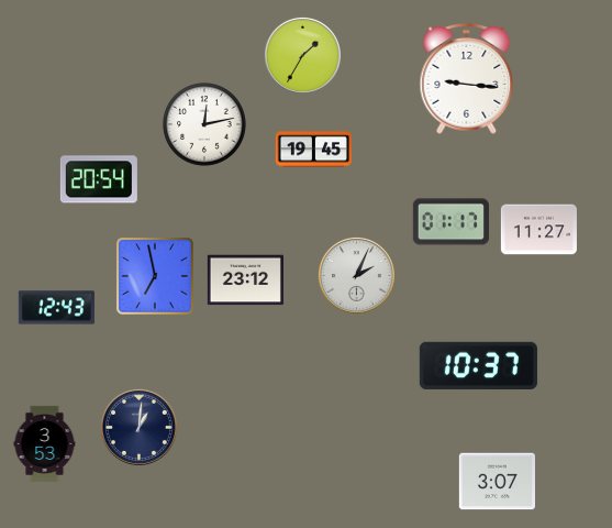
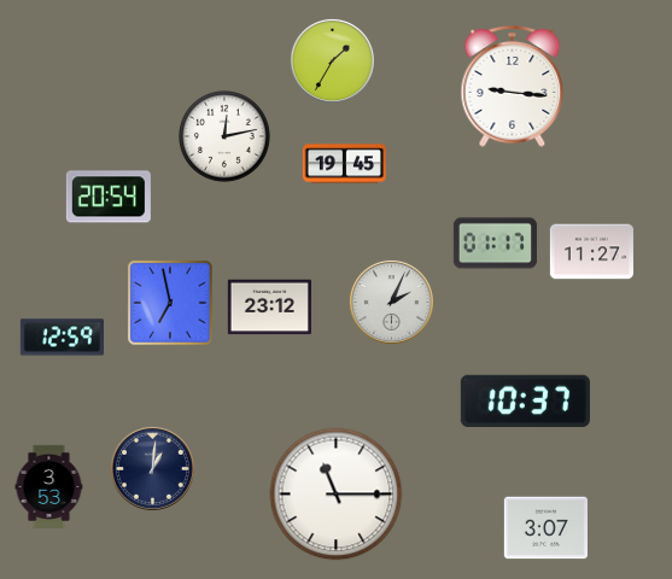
clock at (56, 308): 12:43 -> 12:59
clock at (337, 495): none -> 11:15
